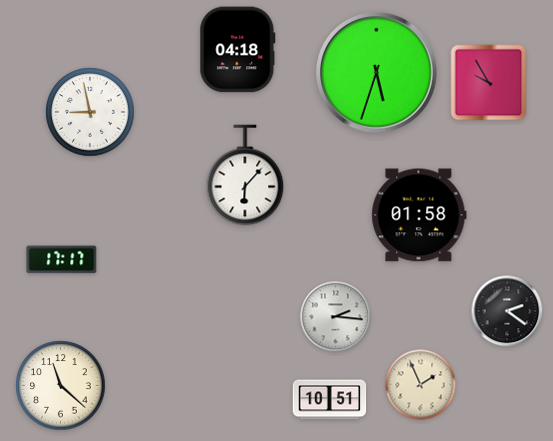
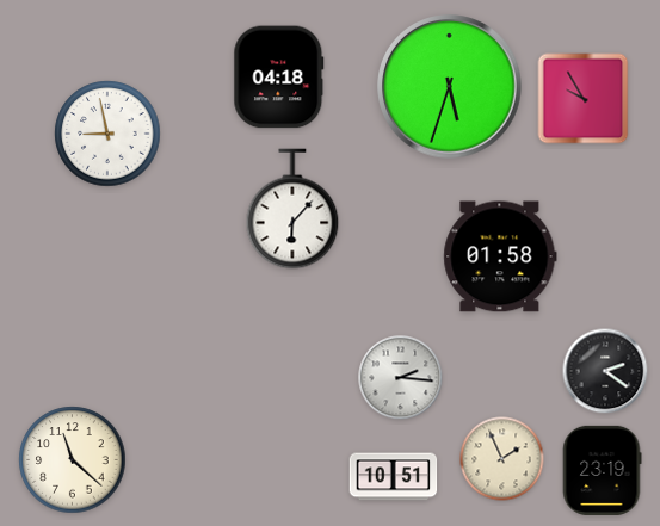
clock at (238, 50) position: (238, 50) -> (279, 78)
clock at (62, 260): 17:17 -> none
clock at (602, 470): none -> 23:19
